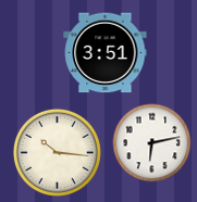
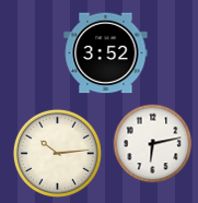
clock at (106, 53): 3:51 -> 3:52
clock at (57, 152): 10:16 -> 10:14
